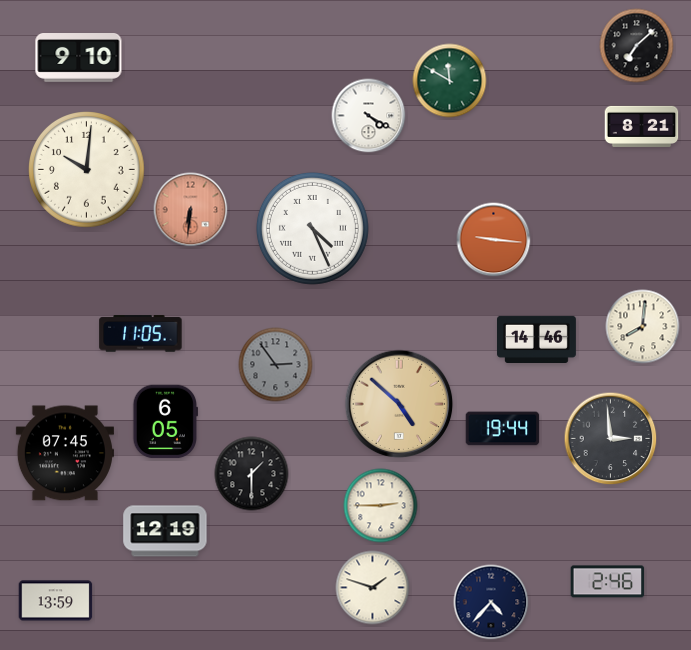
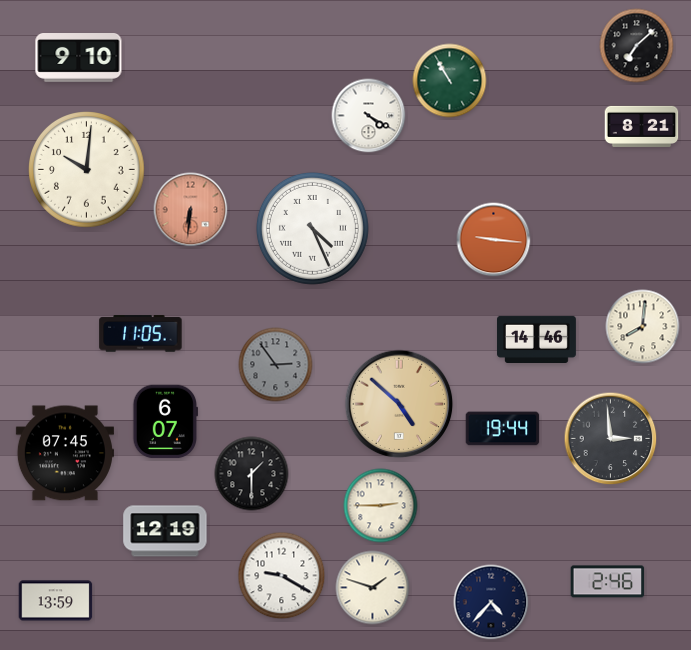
clock at (450, 81): 11:50 -> 10:55
clock at (165, 422): 6:05 -> 6:07
clock at (282, 576): none -> 9:20
